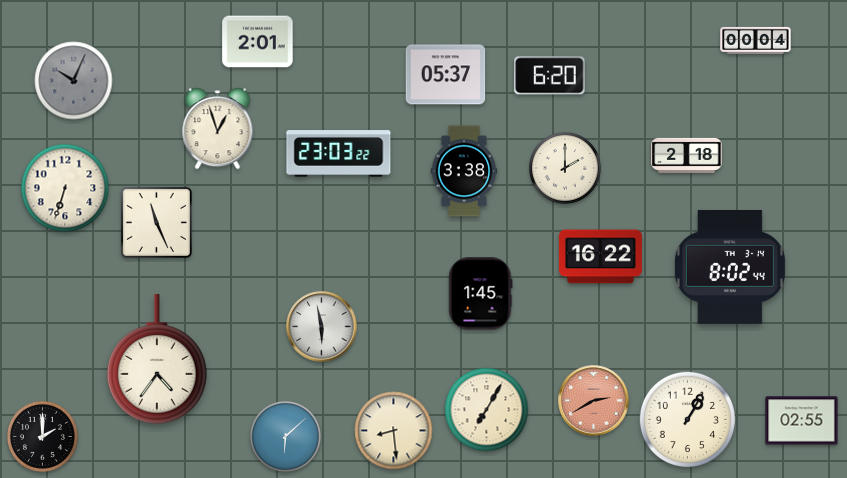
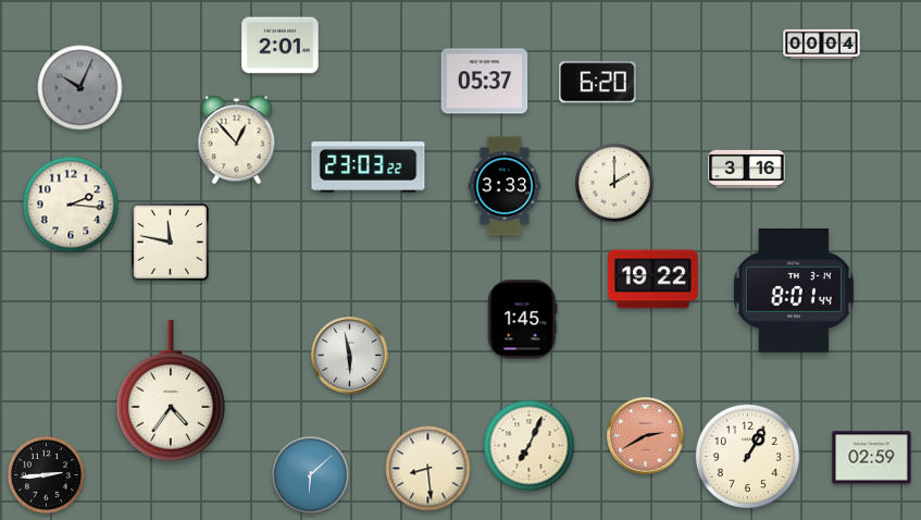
clock at (218, 129): 12:57 -> 12:53
clock at (687, 155): 2:18 -> 3:16
clock at (464, 171): 3:38 -> 3:33
clock at (65, 188): 6:33 -> 2:16
clock at (156, 222): 11:26 -> 11:47
clock at (600, 257): 16:22 -> 19:22
clock at (730, 268): 8:02 -> 8:01
clock at (487, 410): 7:05 -> 7:04
clock at (802, 421): 02:55 -> 02:59
clock at (42, 436): 2:00 -> 2:44
